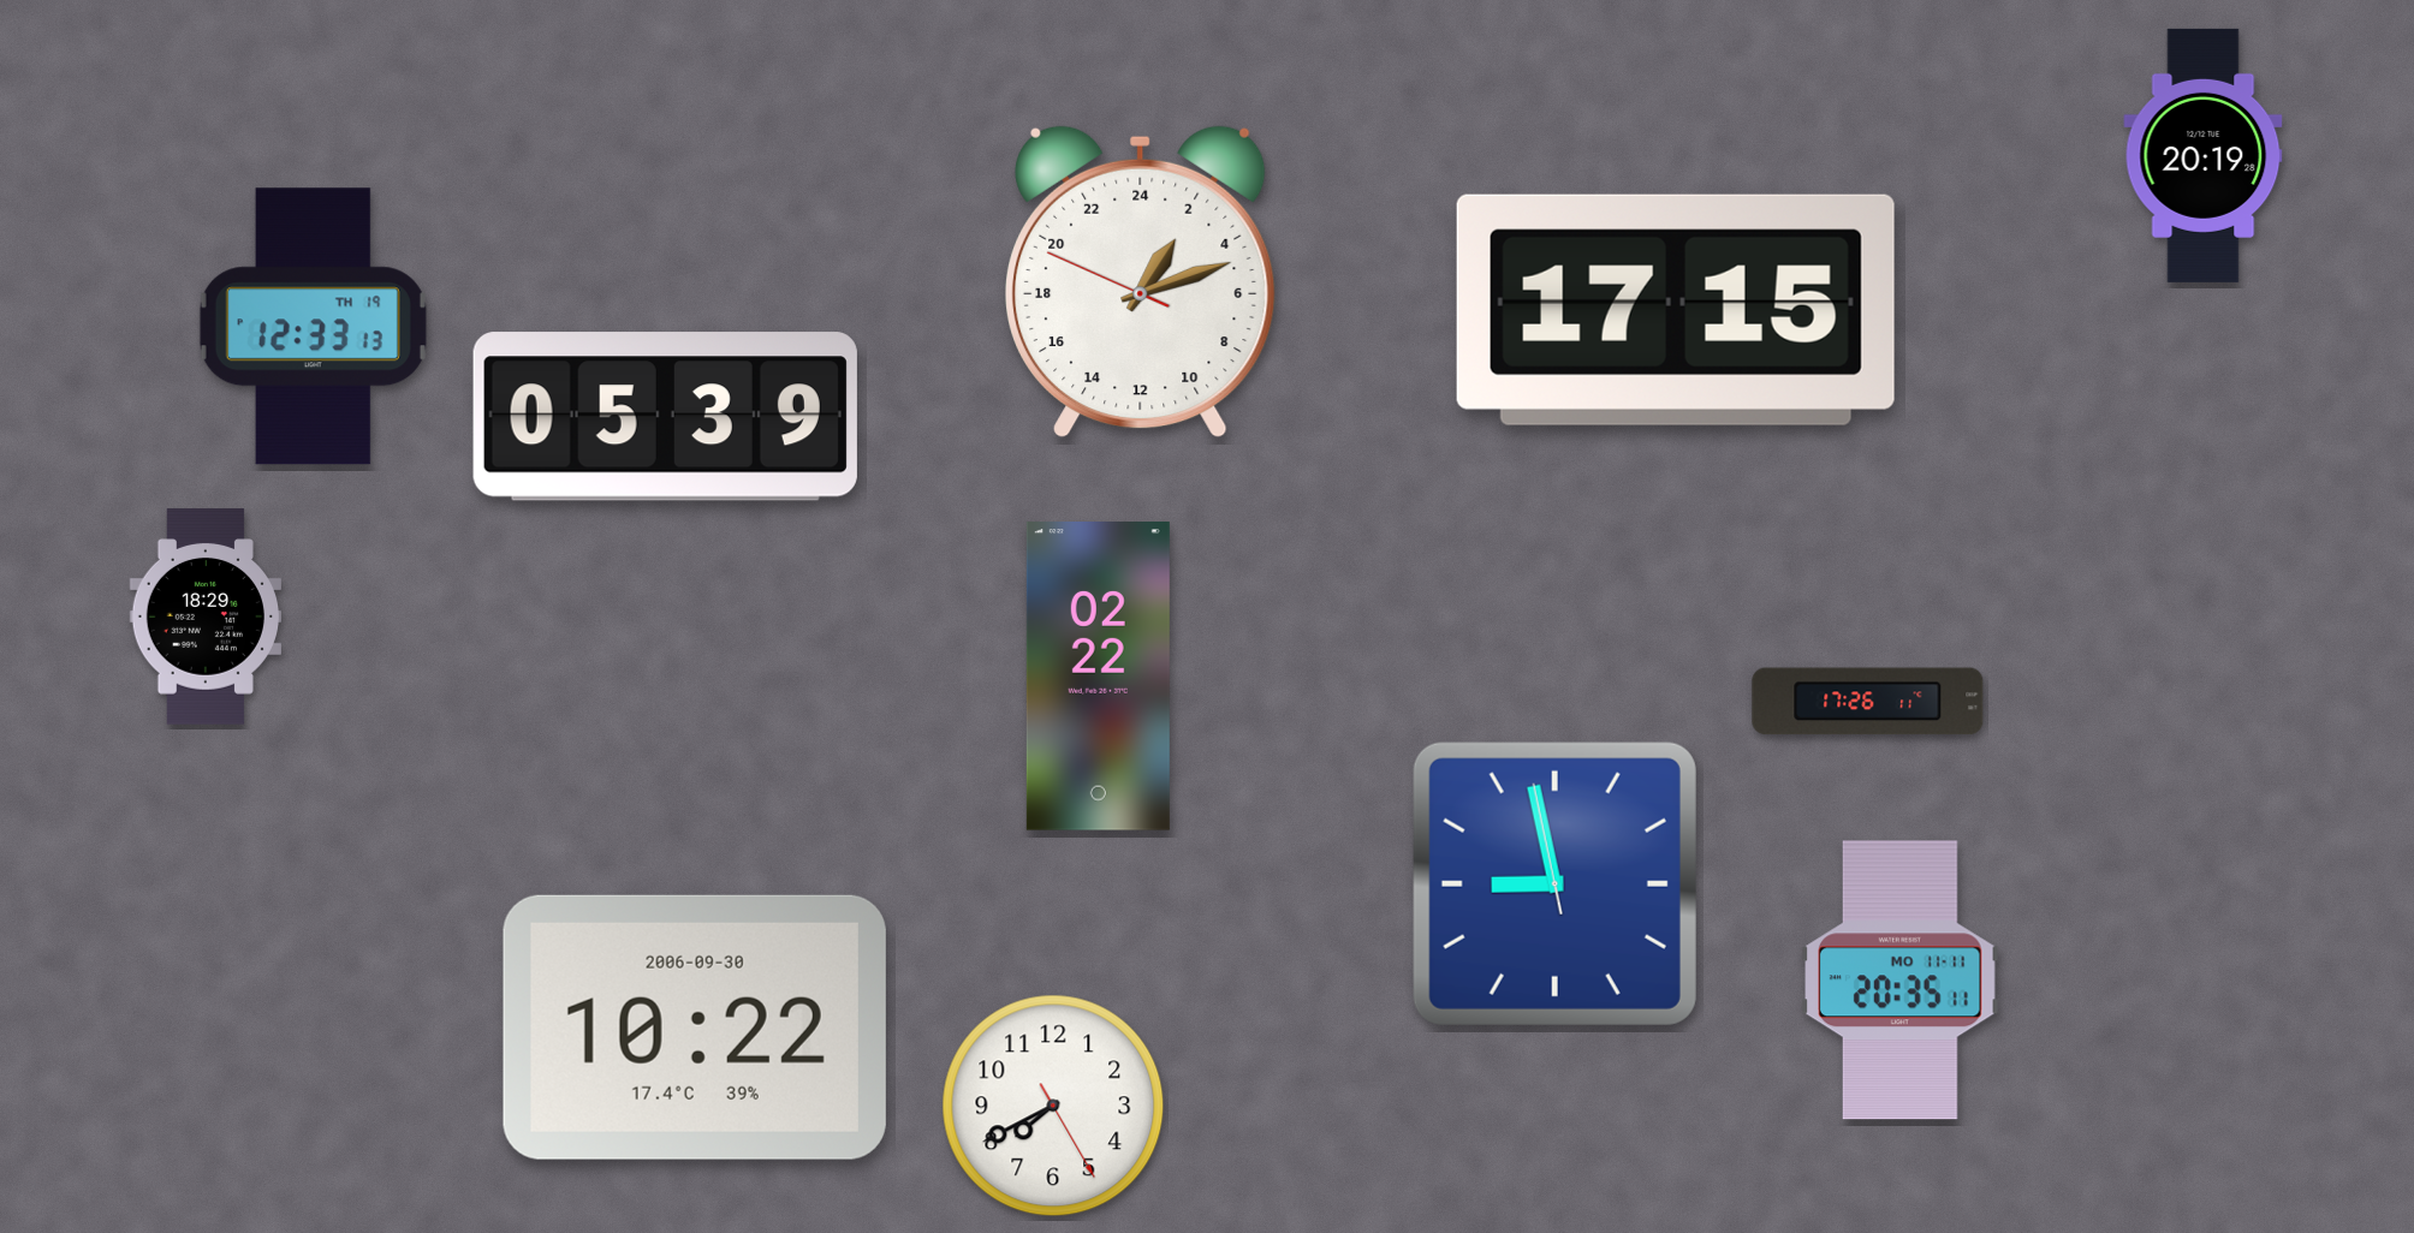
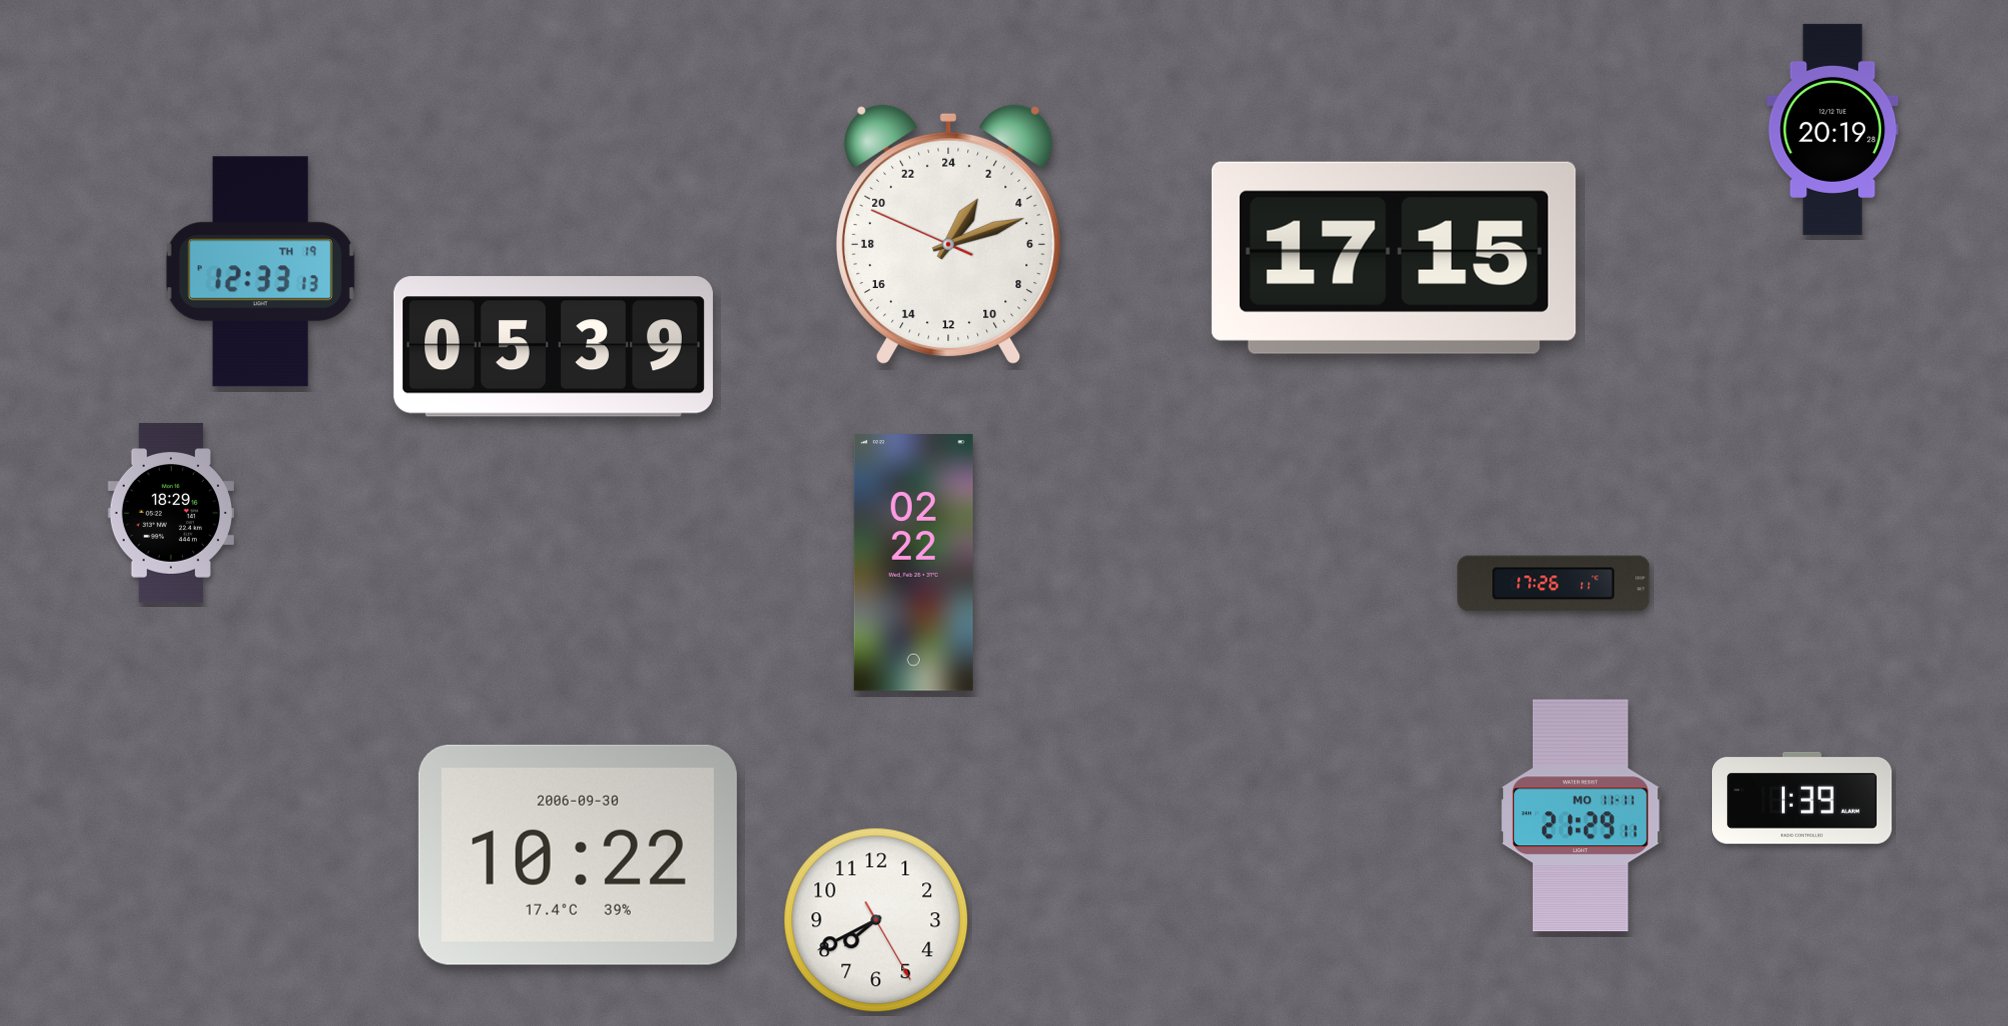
clock at (1554, 883): 8:57 -> none
clock at (1803, 798): none -> 1:39
clock at (1901, 981): 20:35 -> 21:29
